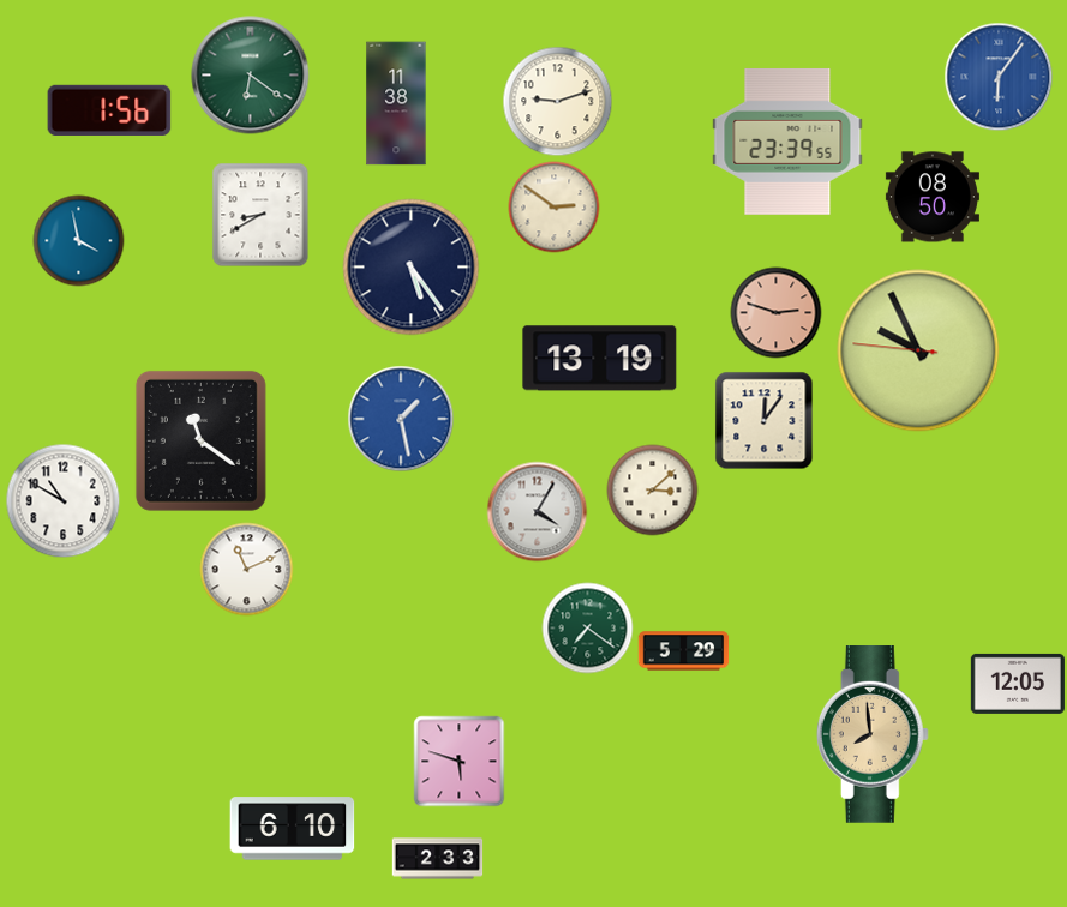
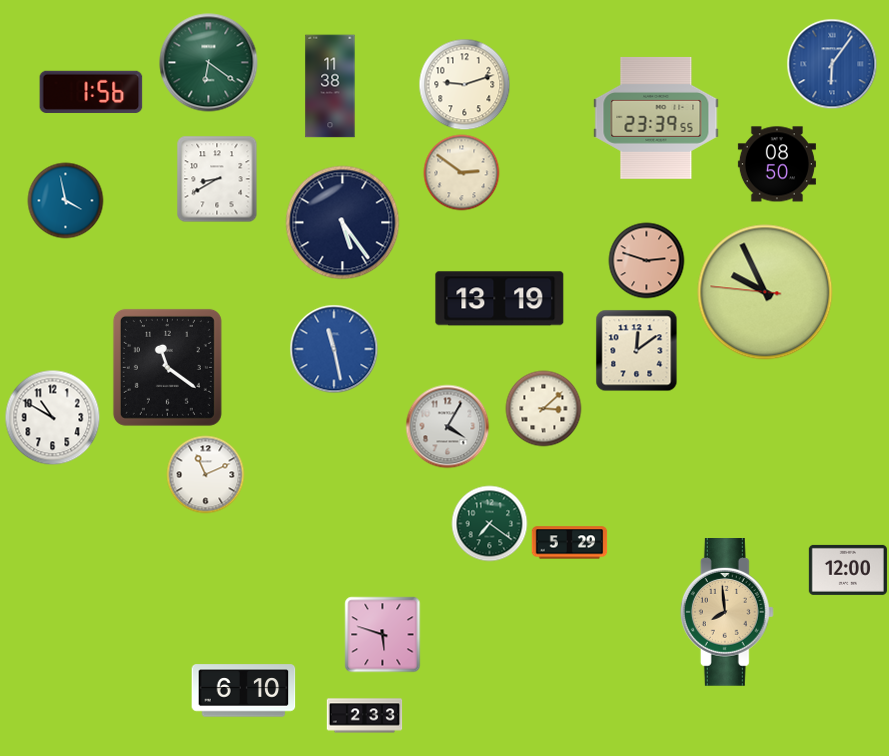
clock at (401, 419): 1:28 -> 11:28
clock at (765, 421): 12:06 -> 12:09
clock at (1018, 684): 12:05 -> 12:00
